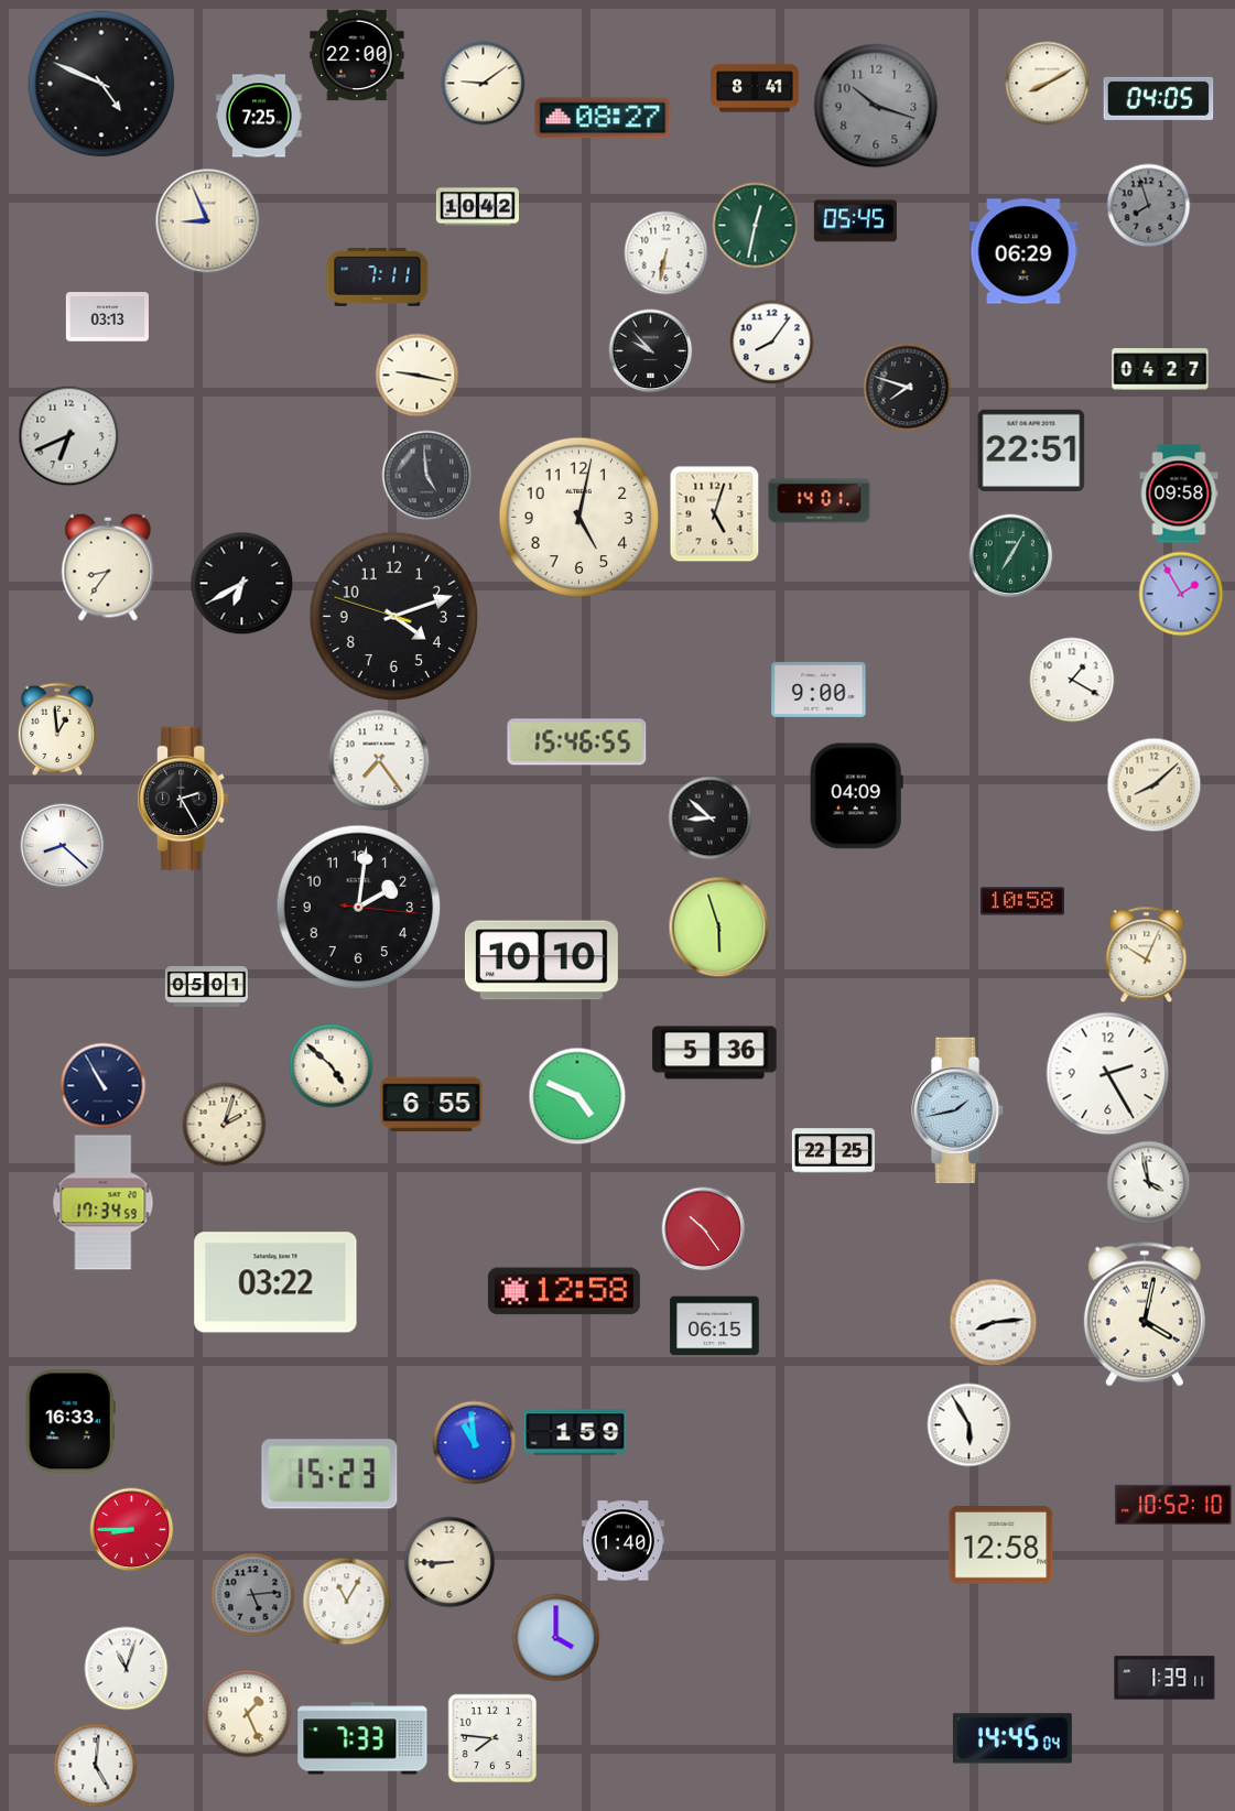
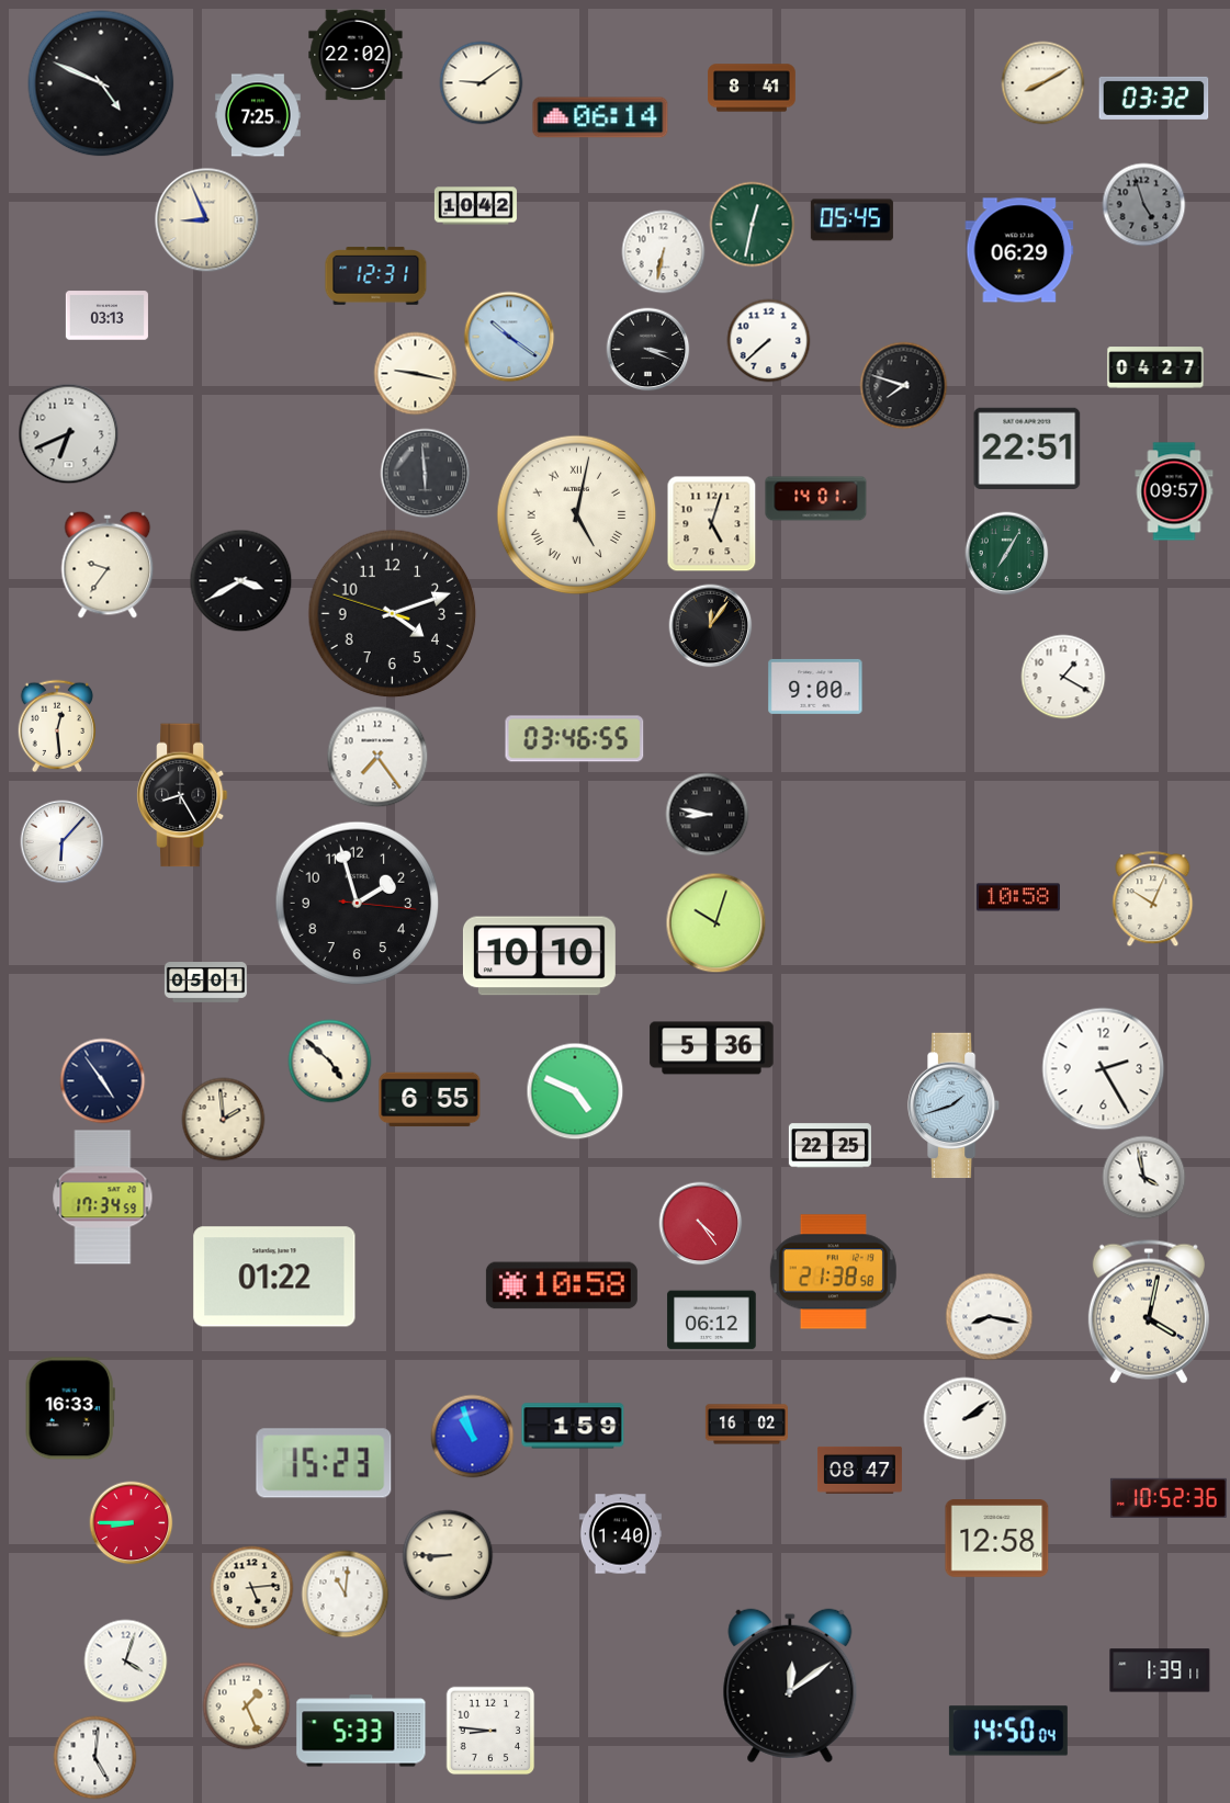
clock at (357, 55): 22:00 -> 22:02
clock at (1159, 98): 04:05 -> 03:32
clock at (876, 106): 10:18 -> none
clock at (603, 118): 08:27 -> 06:14
clock at (1149, 206): 7:57 -> 4:57
clock at (378, 278): 7:11 -> 12:31
clock at (509, 337): none -> 10:21
clock at (772, 343): 8:06 -> 7:38
clock at (651, 351): 9:53 -> 3:19
clock at (427, 476): 4:59 -> 5:59
clock at (1179, 494): 09:58 -> 09:57
clock at (715, 514) position: (715, 514) -> (712, 524)
clock at (579, 518) numerals: Arabic -> Roman
clock at (108, 567): 8:36 -> 9:36
clock at (242, 584): 6:40 -> 3:40
clock at (1181, 594): 1:55 -> none
clock at (711, 626): none -> 12:06
clock at (1072, 680) position: (1072, 680) -> (1063, 677)
clock at (57, 729): 12:59 -> 12:29
clock at (577, 742): 15:46 -> 03:46
clock at (1155, 785): 8:08 -> none
clock at (856, 796): 04:09 -> none
clock at (183, 799): 2:25 -> 8:25
clock at (711, 818): 8:52 -> 8:47
clock at (63, 846): 8:22 -> 6:07
clock at (359, 908): 2:01 -> 1:57
clock at (719, 928): 5:57 -> 10:03
clock at (1147, 955) position: (1147, 955) -> (1153, 899)
clock at (104, 1086): 10:55 -> 4:54
clock at (957, 1110): 1:43 -> 1:42
clock at (225, 1125): 2:03 -> 1:59
clock at (704, 1229): 10:24 -> 4:24
clock at (833, 1272): none -> 21:38
clock at (275, 1282): 03:22 -> 01:22
clock at (564, 1291): 12:58 -> 10:58
clock at (1145, 1314) position: (1145, 1314) -> (1149, 1312)
clock at (994, 1323): 8:14 -> 8:17
clock at (715, 1326): 06:15 -> 06:12
clock at (71, 1421) position: (71, 1421) -> (70, 1408)
clock at (969, 1425): 5:55 -> 2:09
clock at (746, 1425): none -> 16:02
clock at (475, 1443): 10:59 -> 10:57
clock at (329, 1474) position: (329, 1474) -> (324, 1463)
clock at (859, 1470): none -> 08:47
clock at (1173, 1504): 10:52:10 -> 10:52:36
clock at (253, 1595) dial: grey -> cream
clock at (347, 1602): 11:05 -> 11:01
clock at (556, 1638): 4:00 -> none
clock at (127, 1669): 11:03 -> 4:03
clock at (790, 1686): none -> 12:09
clock at (362, 1738): 7:33 -> 5:33
clock at (492, 1738): 7:46 -> 8:46
clock at (1012, 1738): 14:45 -> 14:50
